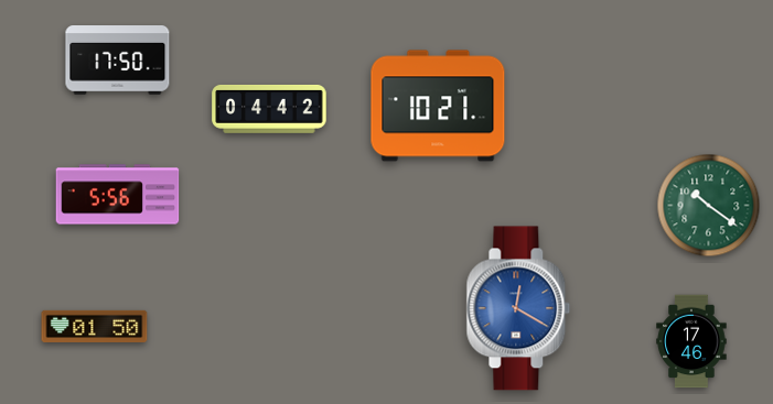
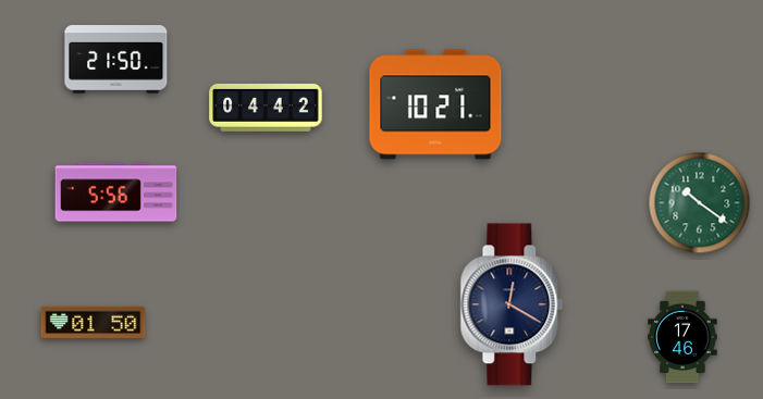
clock at (118, 61): 17:50 -> 21:50
clock at (438, 106) position: (438, 106) -> (435, 104)
clock at (518, 308) dial: blue -> navy
